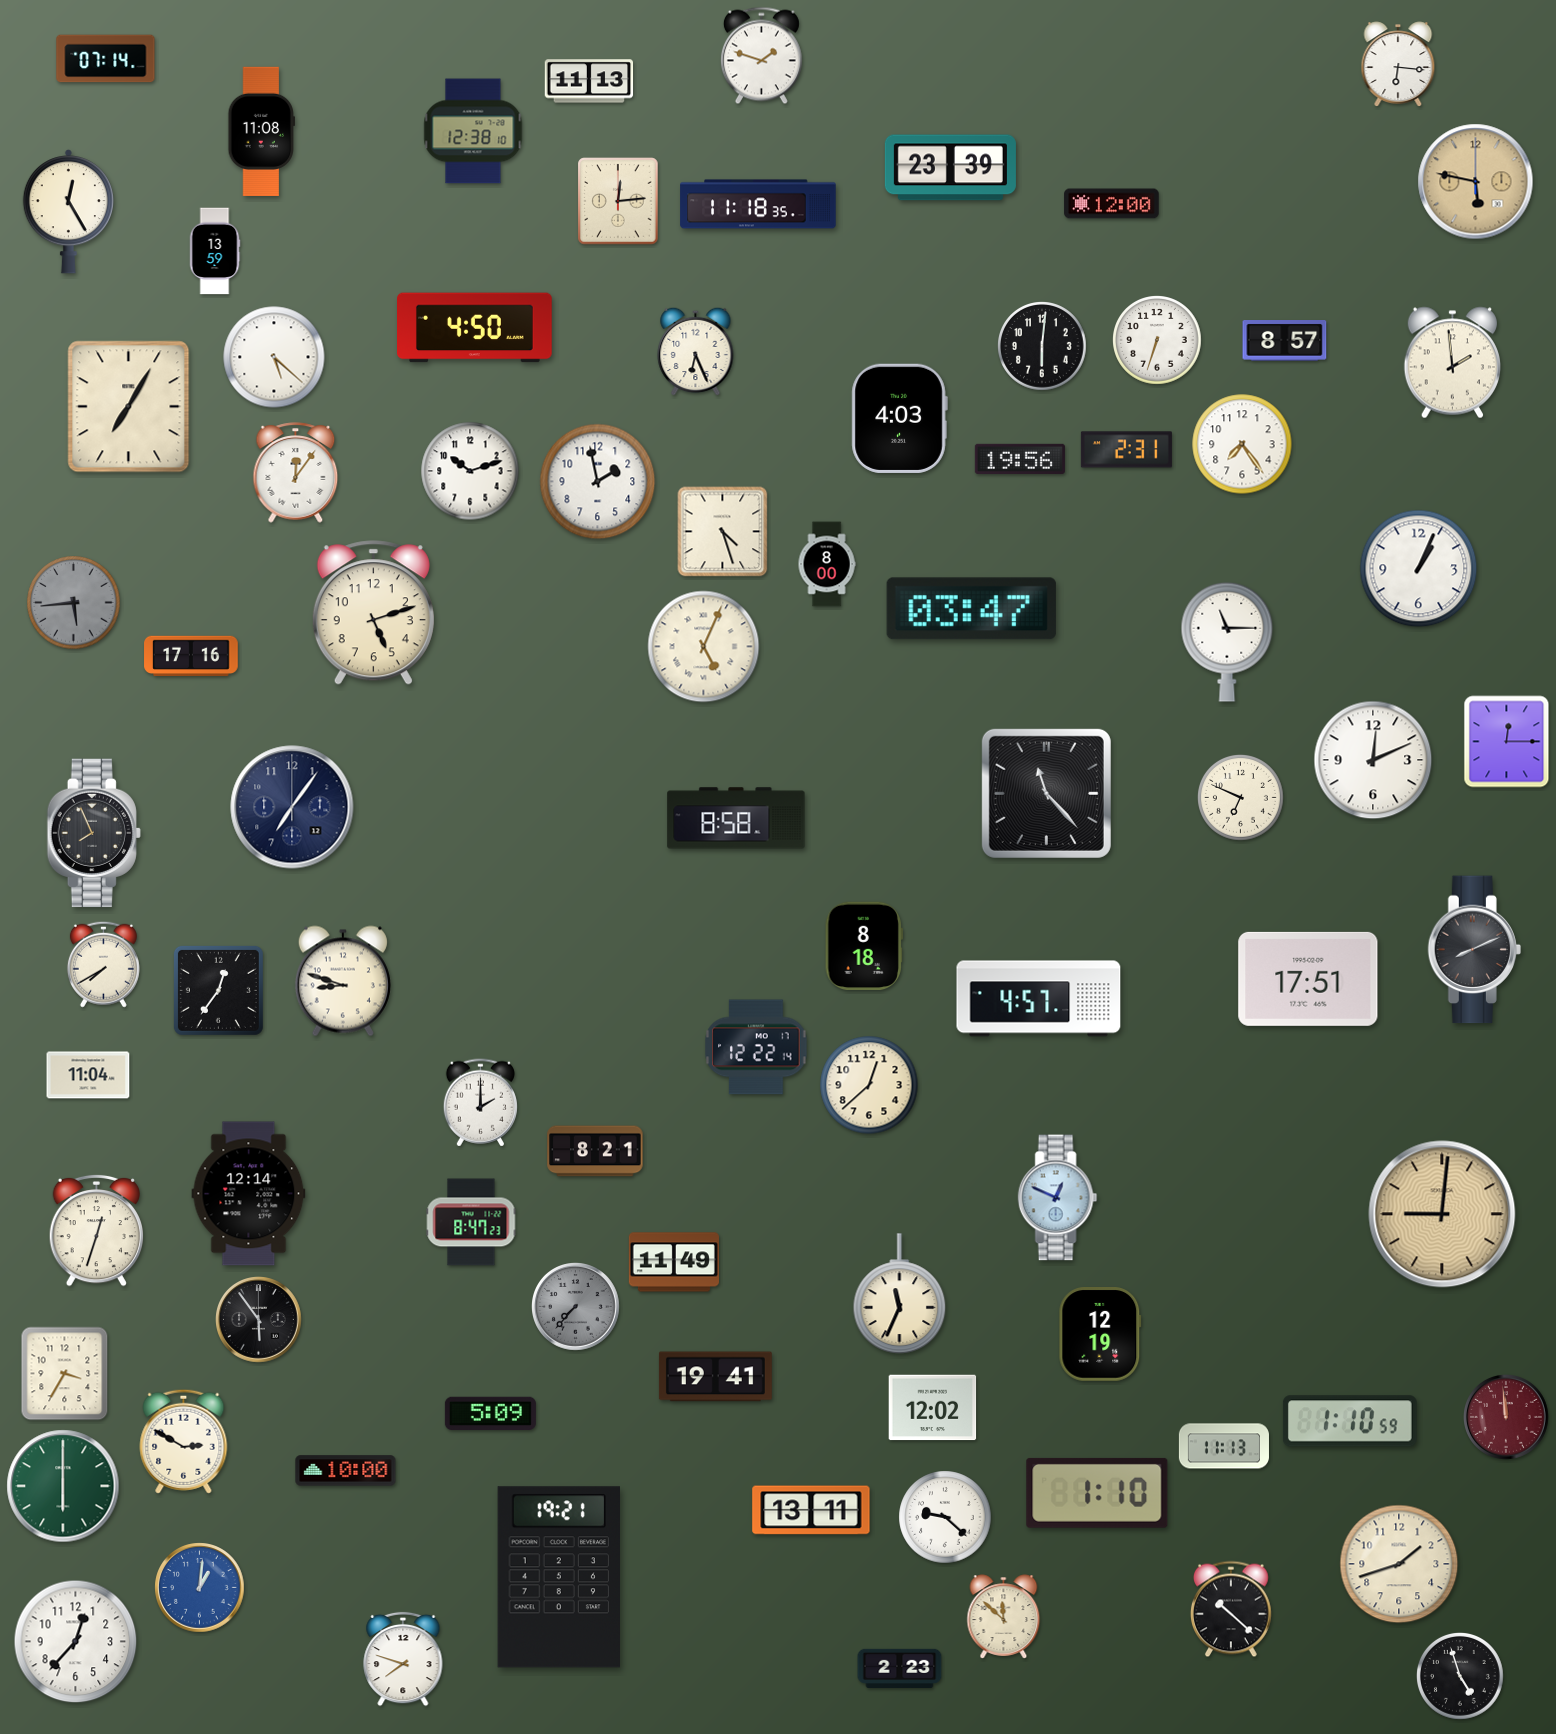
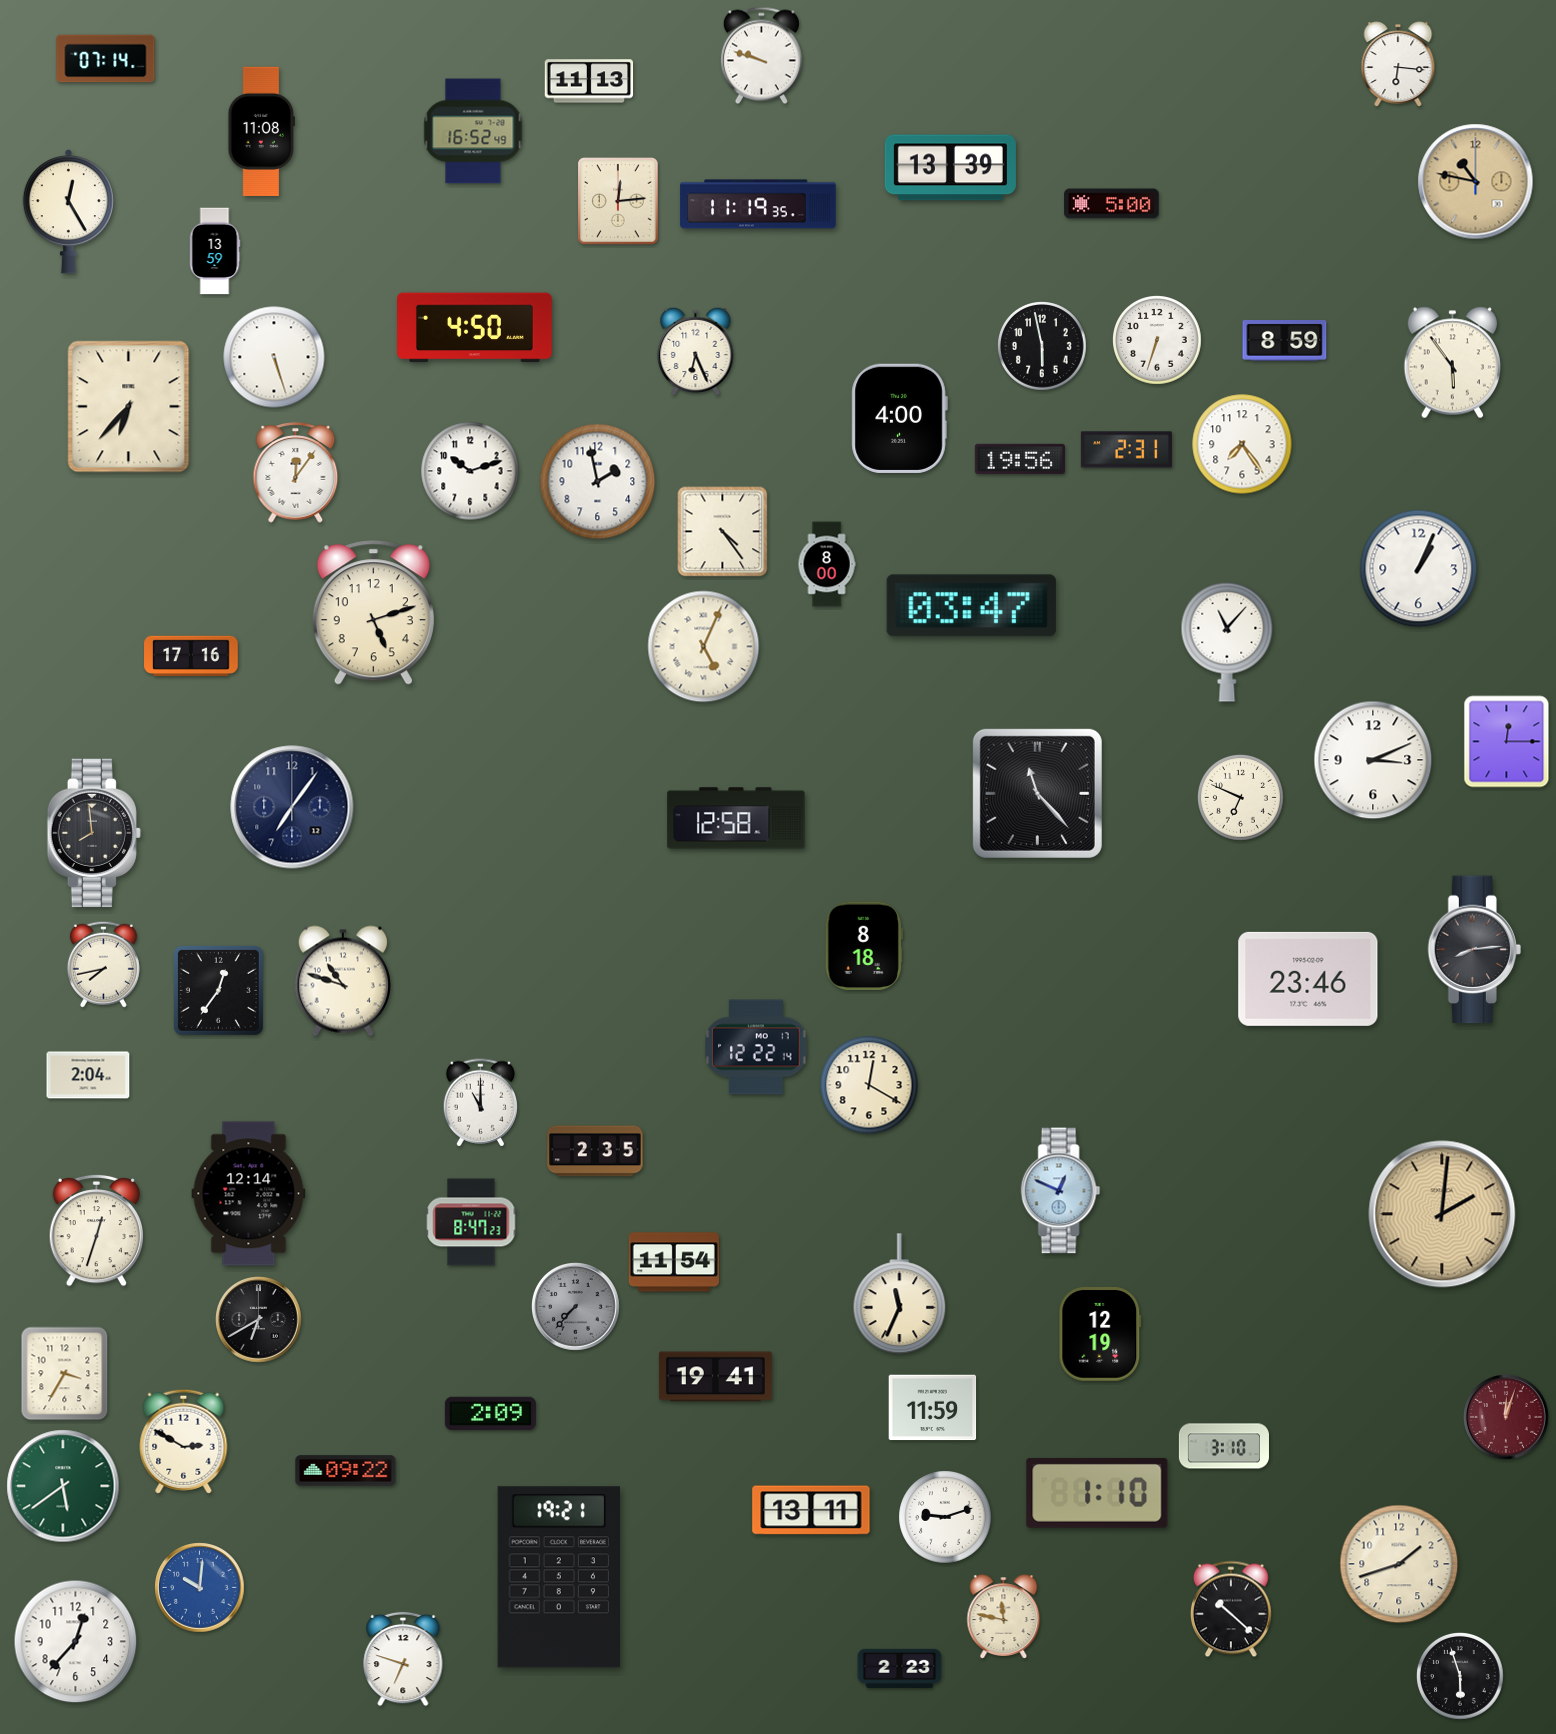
clock at (761, 56): 1:48 -> 9:48
clock at (473, 131): 12:38 -> 16:52
clock at (950, 168): 23:39 -> 13:39
clock at (1476, 182): 5:47 -> 10:47
clock at (758, 204): 11:18 -> 11:19
clock at (1112, 204): 12:00 -> 5:00
clock at (1285, 341): 8:57 -> 8:59
clock at (1042, 346): 6:01 -> 5:58
clock at (274, 357): 5:22 -> 5:27
clock at (1452, 363): 1:59 -> 5:54
clock at (129, 407): 7:05 -> 6:37
clock at (899, 418): 4:03 -> 4:00
clock at (723, 532): 4:27 -> 4:24
clock at (74, 603): 5:44 -> none
clock at (971, 609) position: (971, 609) -> (971, 606)
clock at (1227, 642): 11:15 -> 11:07
clock at (1373, 760): 12:11 -> 3:11
clock at (1046, 793) position: (1046, 793) -> (1037, 793)
clock at (736, 818): 8:58 -> 12:58
clock at (94, 833): 7:56 -> 7:59
clock at (1474, 950): 8:11 -> 8:14
clock at (103, 964): 7:40 -> 7:43
clock at (1308, 979): 17:51 -> 23:46
clock at (343, 981): 8:48 -> 10:48
clock at (1039, 999): 4:57 -> none
clock at (88, 1075): 11:04 -> 2:04
clock at (869, 1085): 12:38 -> 12:20
clock at (480, 1103): 2:00 -> 11:00
clock at (595, 1151): 8:21 -> 2:35
clock at (1058, 1198) position: (1058, 1198) -> (1061, 1191)
clock at (1442, 1214): 9:01 -> 2:01
clock at (674, 1262): 11:49 -> 11:54
clock at (259, 1320): 5:54 -> 6:40
clock at (933, 1408): 12:02 -> 11:59
clock at (490, 1414): 5:09 -> 2:09
clock at (1507, 1418): 11:59 -> 12:03
clock at (1350, 1421): 1:10 -> none
clock at (1224, 1446): 11:13 -> 3:10
clock at (346, 1471): 10:00 -> 09:22
clock at (63, 1486): 6:00 -> 5:39
clock at (945, 1517): 9:22 -> 9:12
clock at (200, 1588): 1:01 -> 10:01
clock at (1004, 1617): 11:52 -> 11:47
clock at (403, 1659): 7:48 -> 6:48
clock at (1461, 1677): 4:57 -> 5:57
